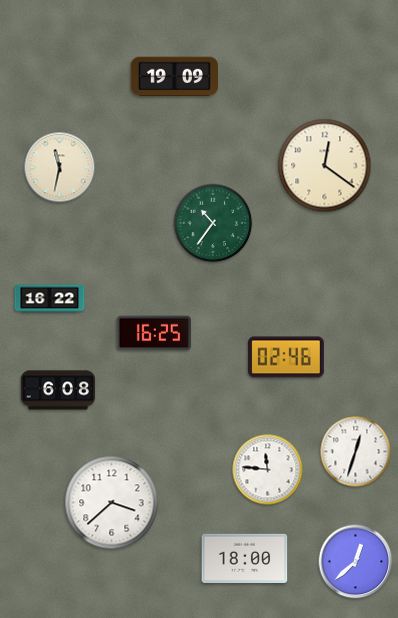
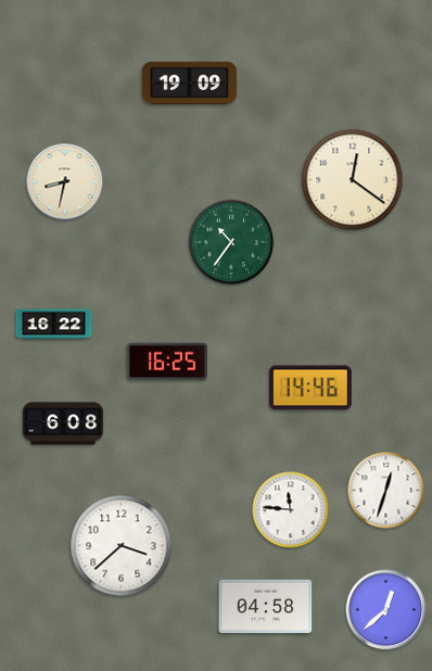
clock at (60, 168): 11:32 -> 8:32
clock at (286, 357): 02:46 -> 14:46
clock at (245, 558): 18:00 -> 04:58
